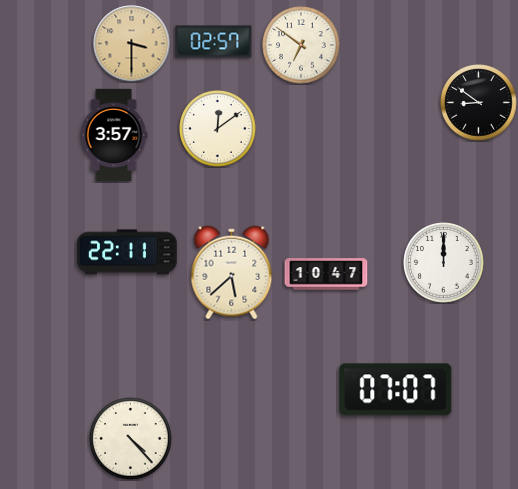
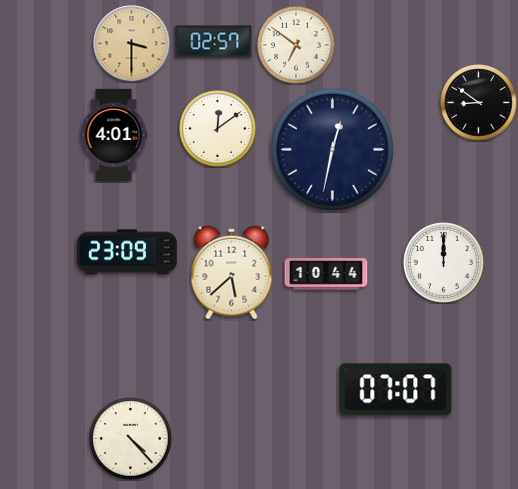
clock at (301, 45) position: (301, 45) -> (296, 45)
clock at (114, 134): 3:57 -> 4:01
clock at (332, 149): none -> 12:32
clock at (127, 252): 22:11 -> 23:09
clock at (326, 274): 10:47 -> 10:44
